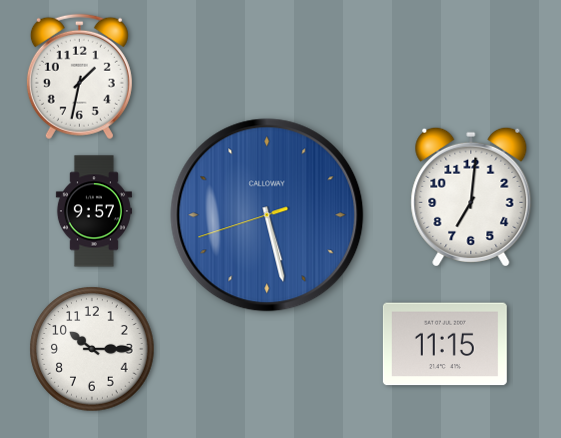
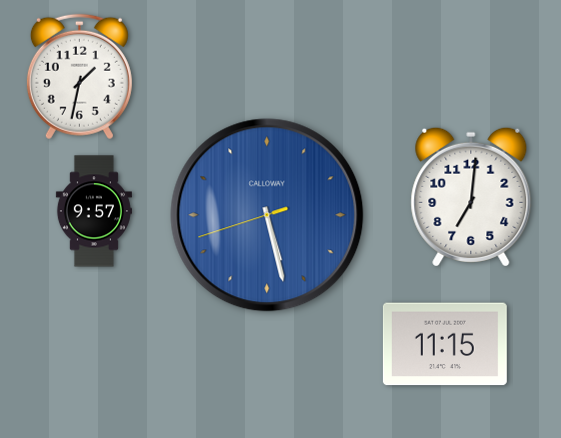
clock at (92, 349): 10:15 -> none
